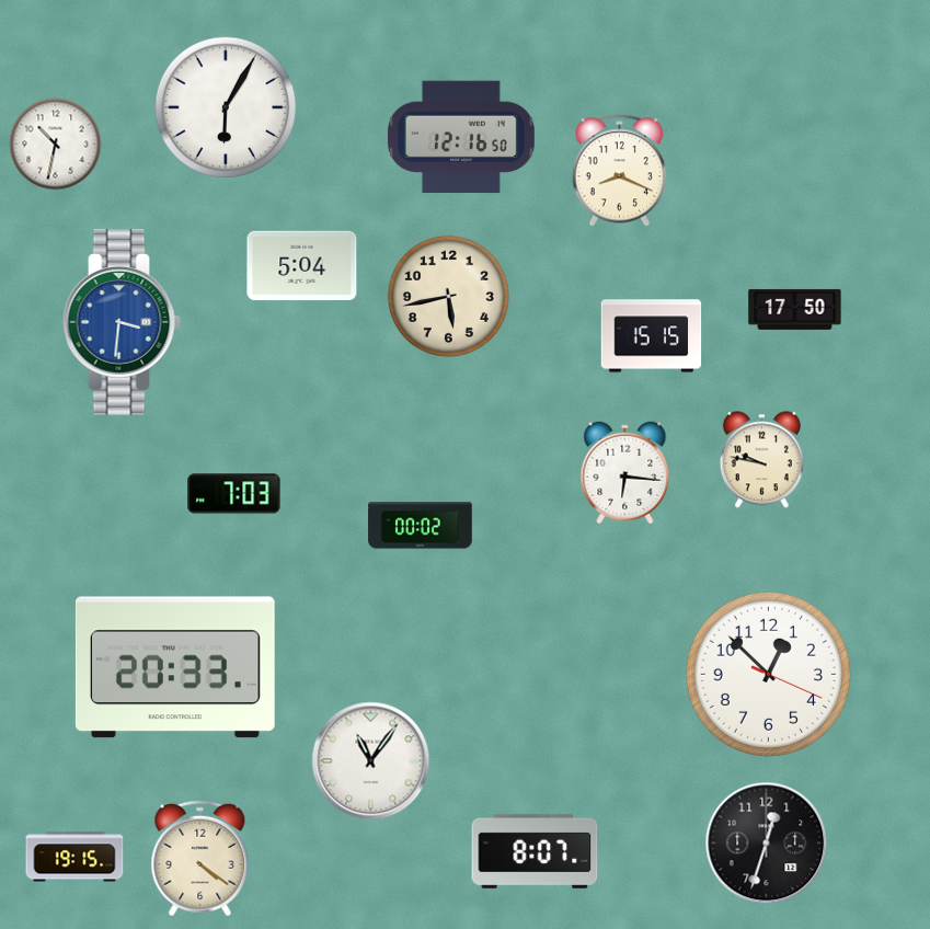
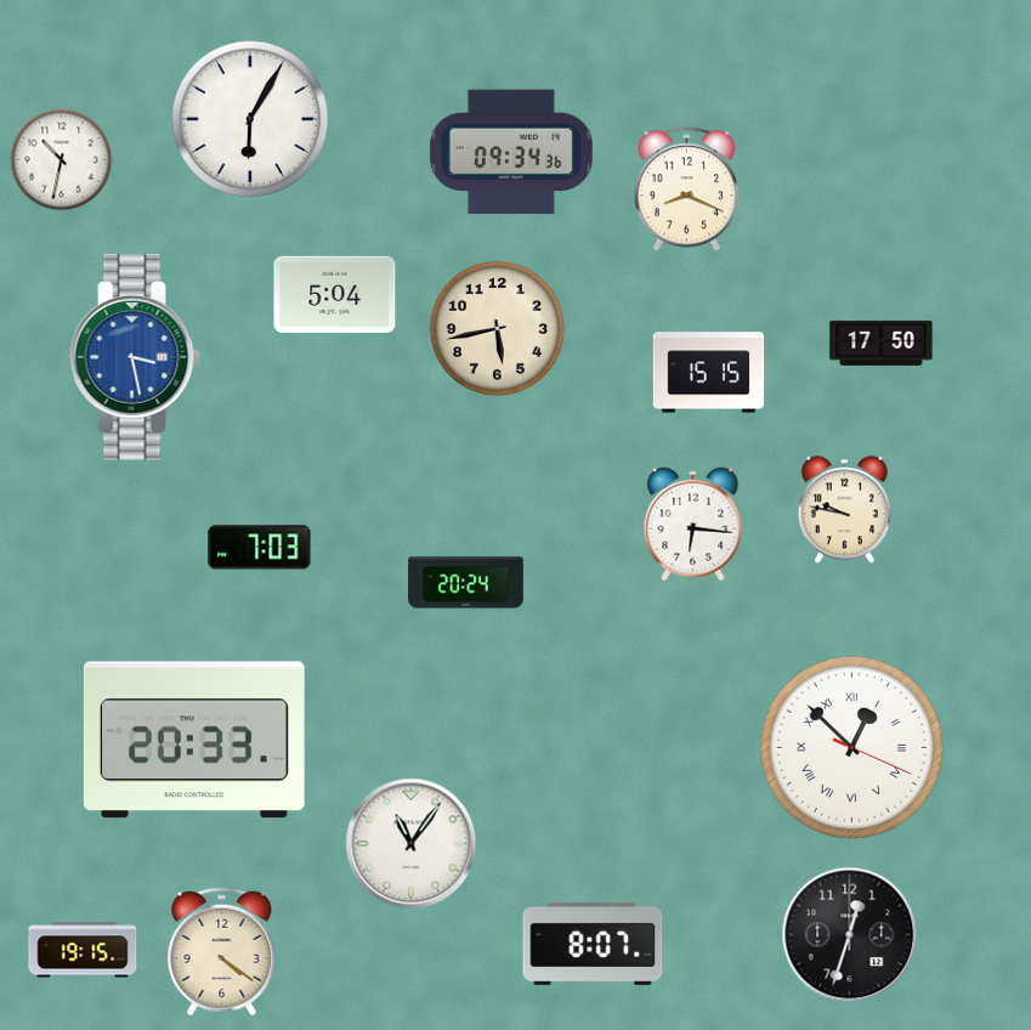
clock at (461, 137): 12:16 -> 09:34
clock at (122, 323): 3:31 -> 3:28
clock at (652, 336) position: (652, 336) -> (709, 373)
clock at (421, 526): 00:02 -> 20:24
clock at (768, 674) numerals: Arabic -> Roman
